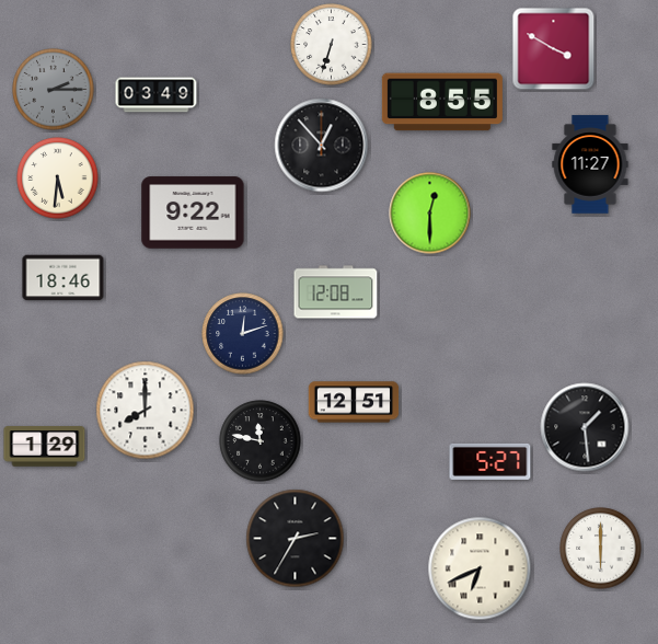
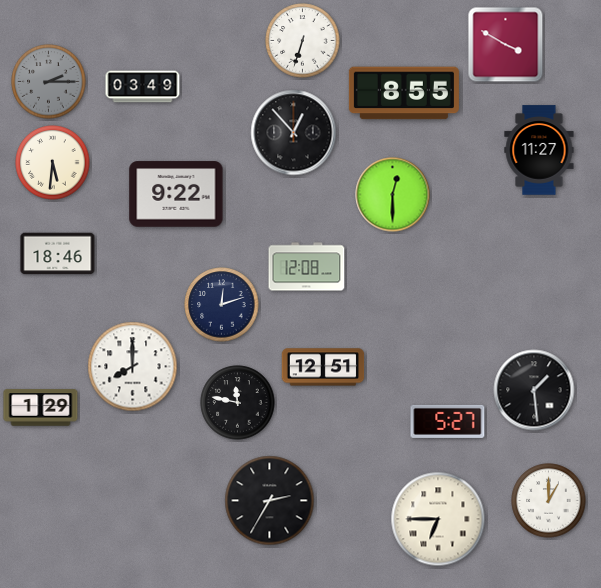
clock at (146, 411) position: (146, 411) -> (133, 367)
clock at (296, 539) position: (296, 539) -> (270, 501)
clock at (601, 549): 6:00 -> 1:00
clock at (480, 568): 6:41 -> 6:45
